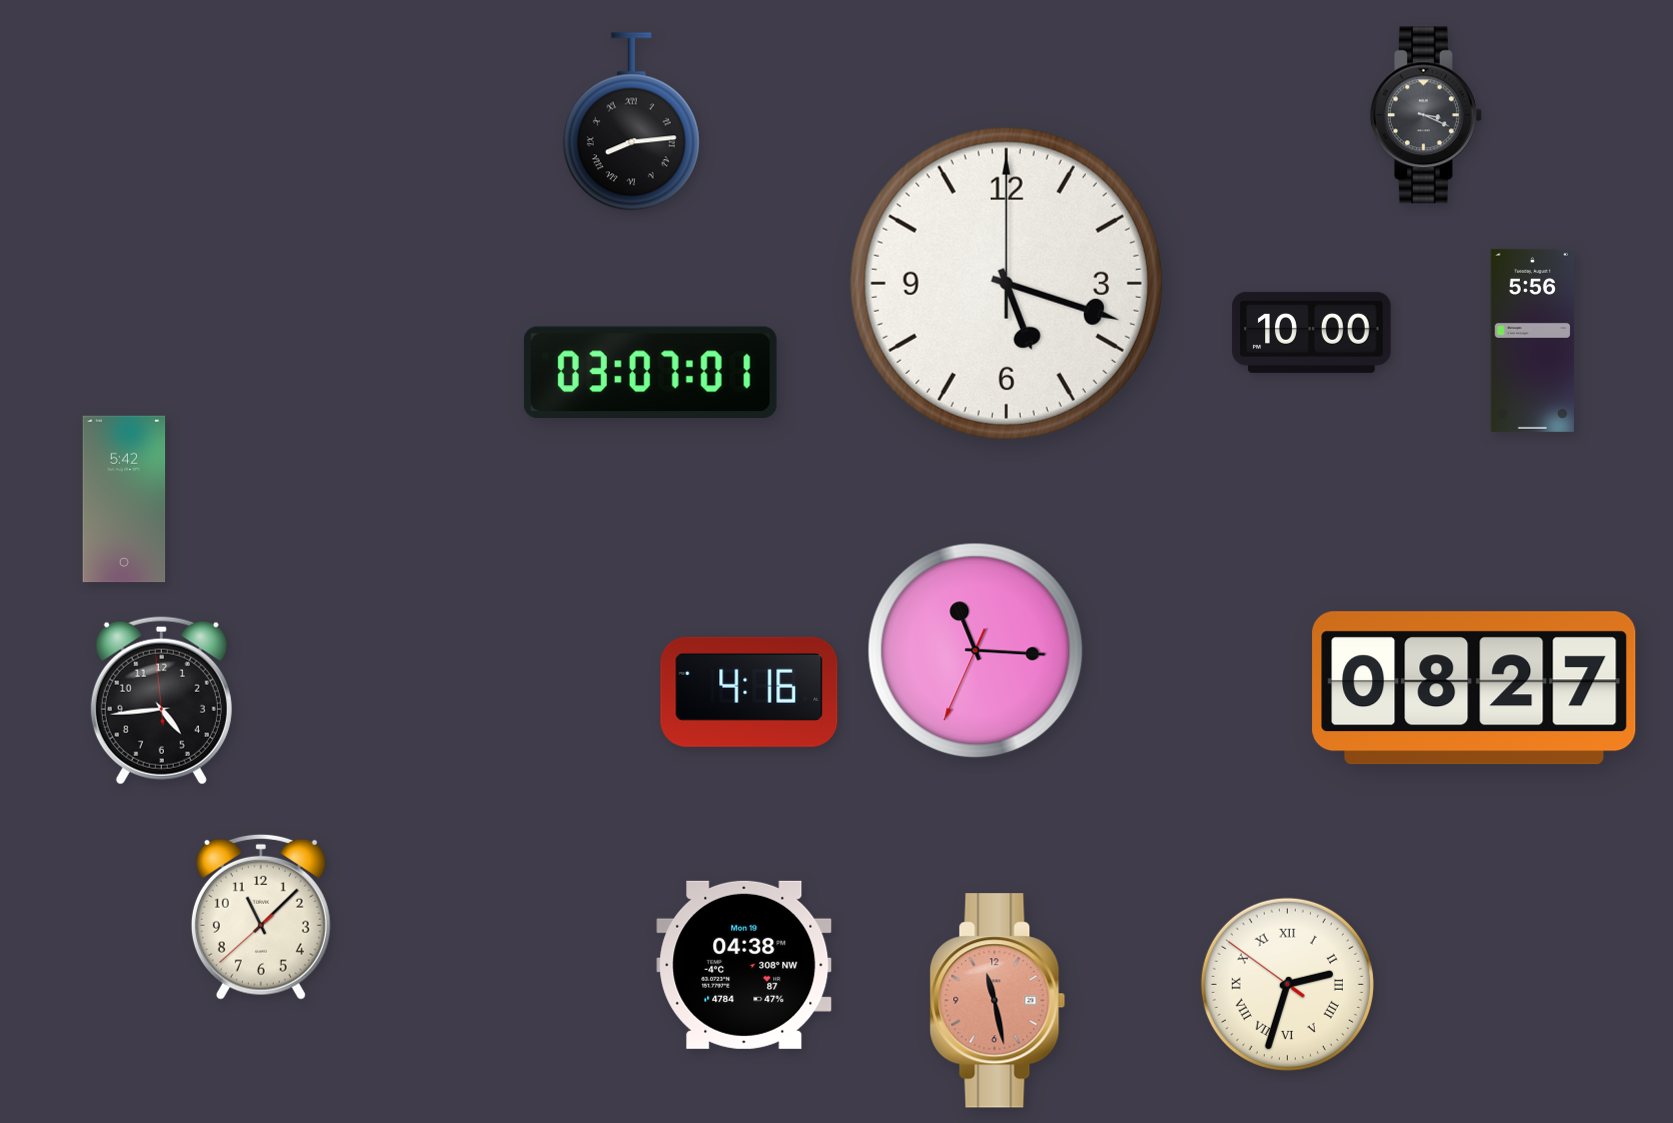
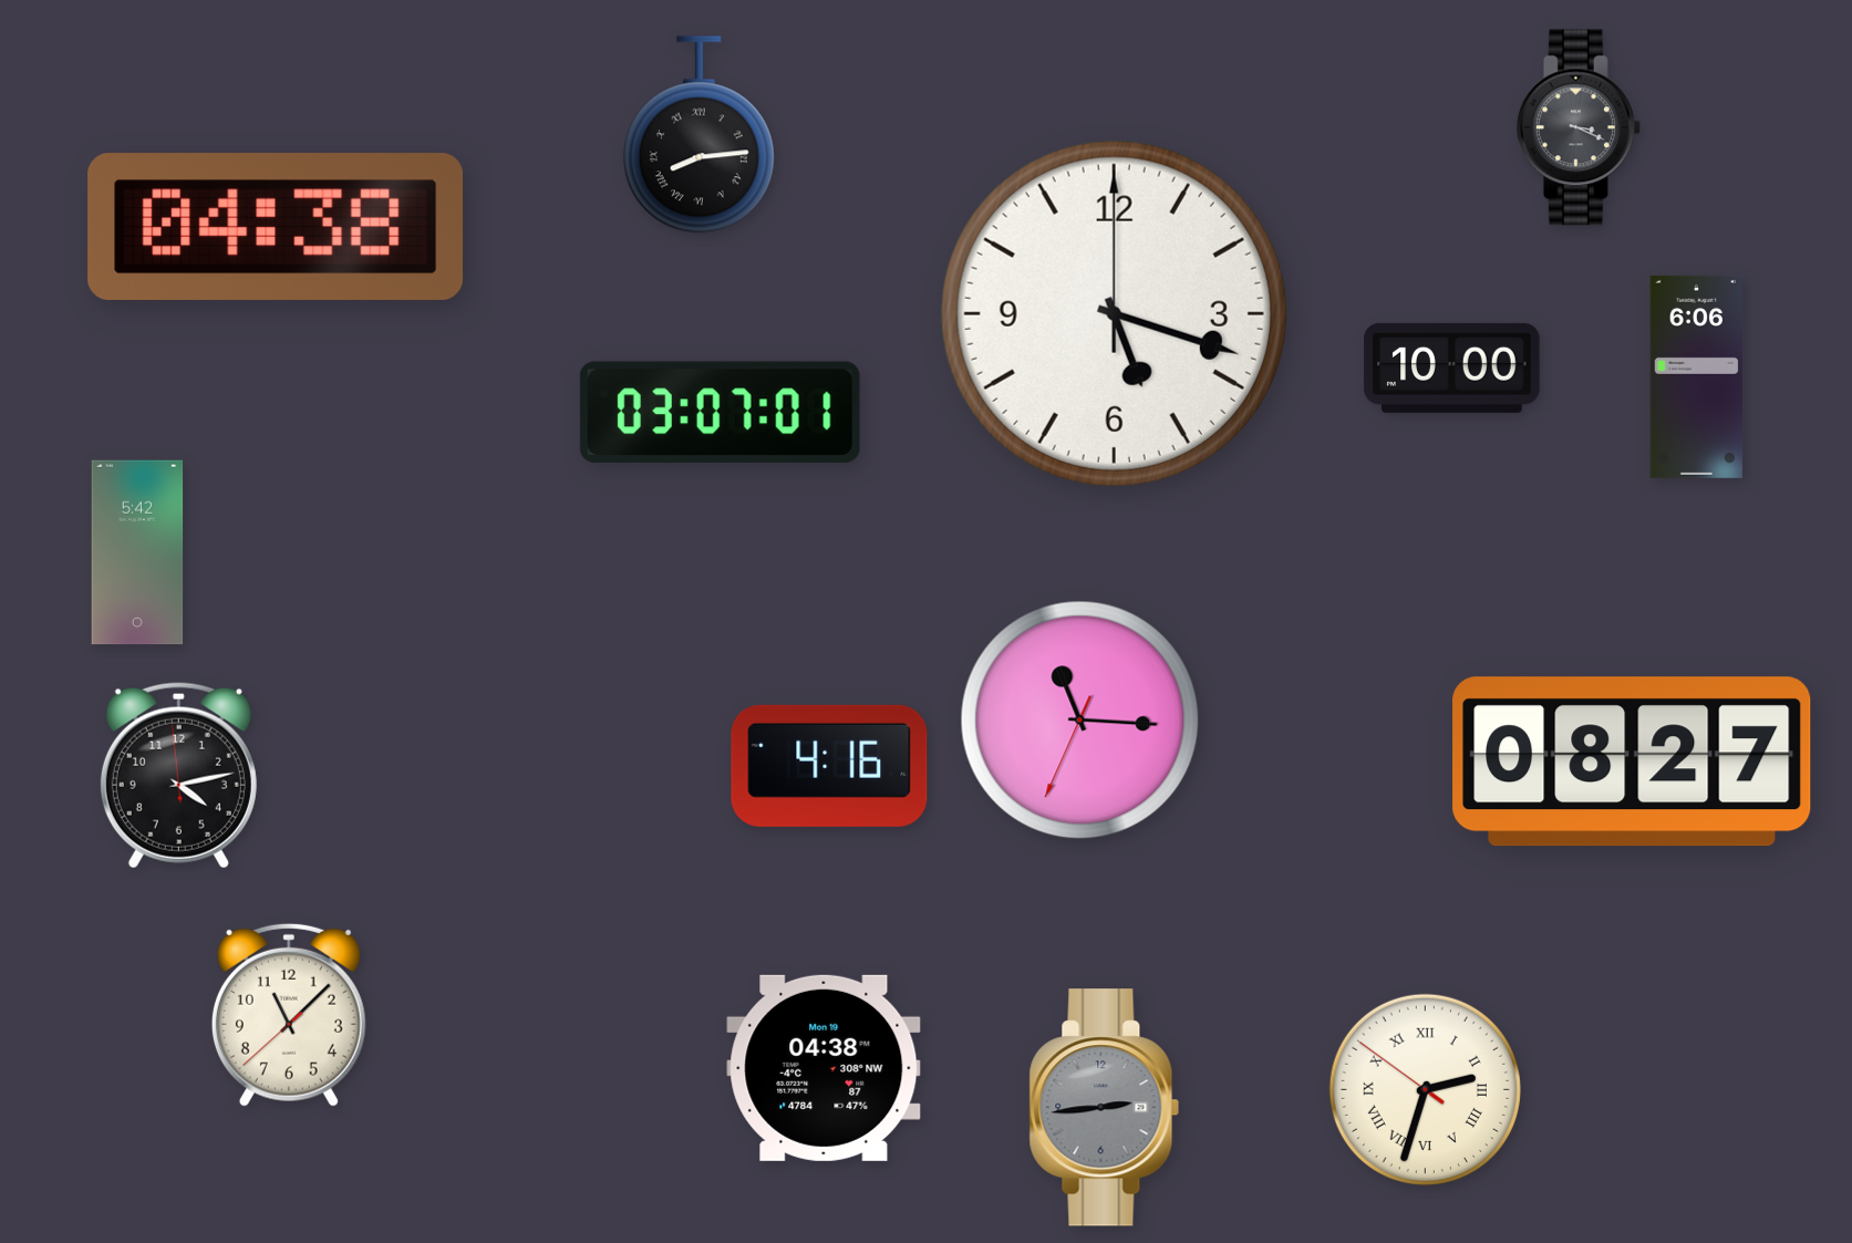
clock at (275, 227): none -> 04:38
clock at (1532, 340): 5:56 -> 6:06
clock at (161, 701): 4:43 -> 4:12
clock at (998, 1001): 11:28 -> 2:44
clock at (998, 1001) dial: salmon -> grey
